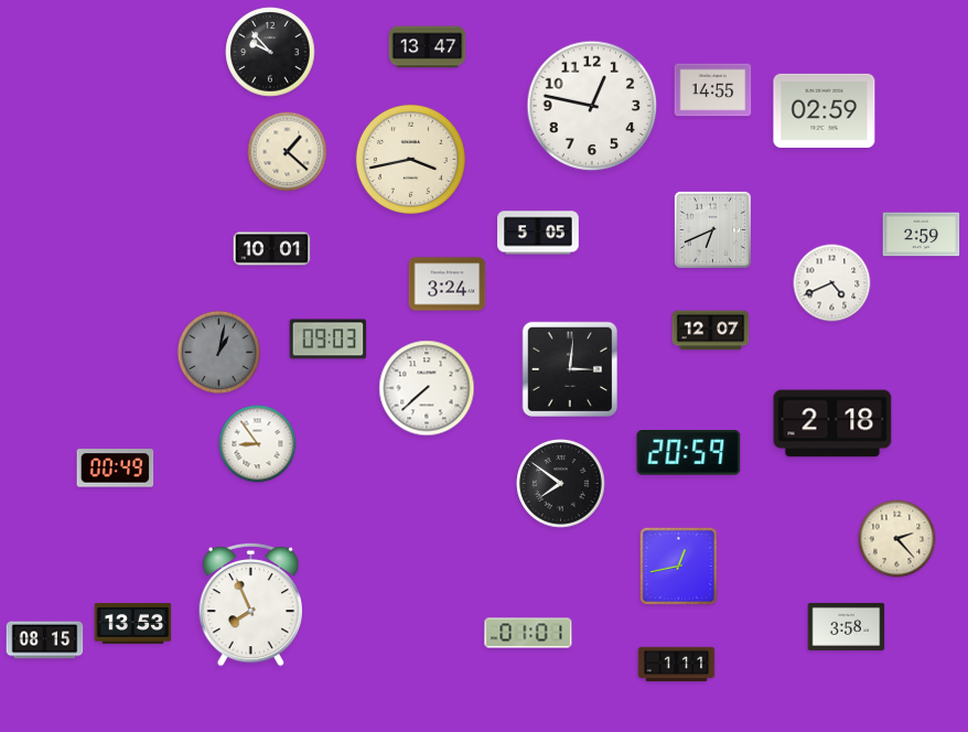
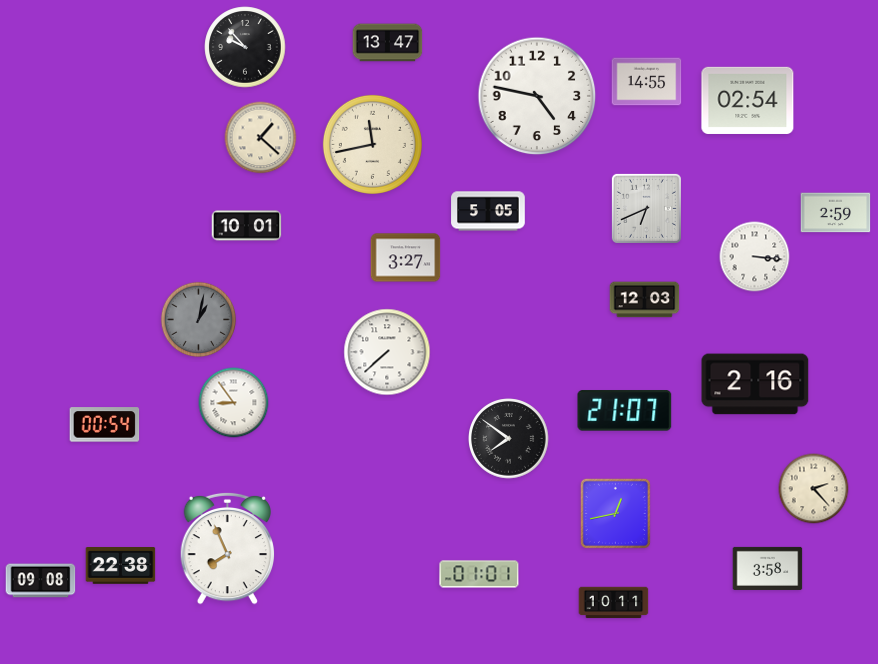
clock at (592, 106): 12:47 -> 4:47
clock at (825, 110): 02:59 -> 02:54
clock at (410, 159): 3:43 -> 11:43
clock at (832, 283): 4:41 -> 3:16
clock at (448, 284): 3:24 -> 3:27
clock at (711, 331): 12:07 -> 12:03
clock at (329, 340): 09:03 -> none
clock at (570, 369): 3:01 -> none
clock at (832, 423): 2:18 -> 2:16
clock at (689, 453): 20:59 -> 21:07
clock at (116, 469): 00:49 -> 00:54
clock at (133, 624): 13:53 -> 22:38
clock at (45, 640): 08:15 -> 09:08
clock at (677, 665): 1:11 -> 10:11
